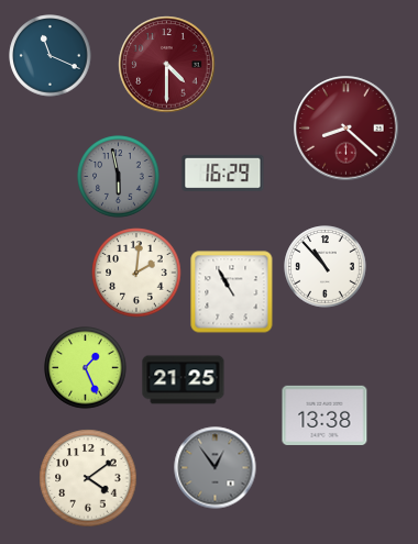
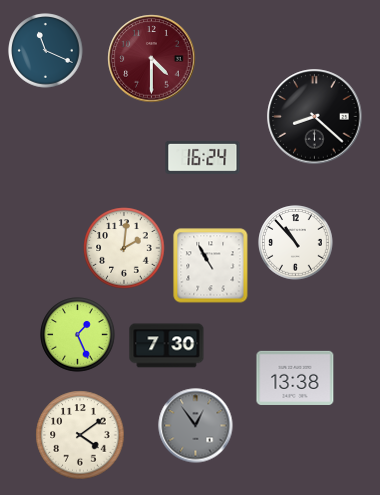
clock at (346, 129) dial: burgundy -> black
clock at (223, 173): 16:29 -> 16:24
clock at (119, 177): 5:58 -> none
clock at (184, 380): 21:25 -> 7:30
